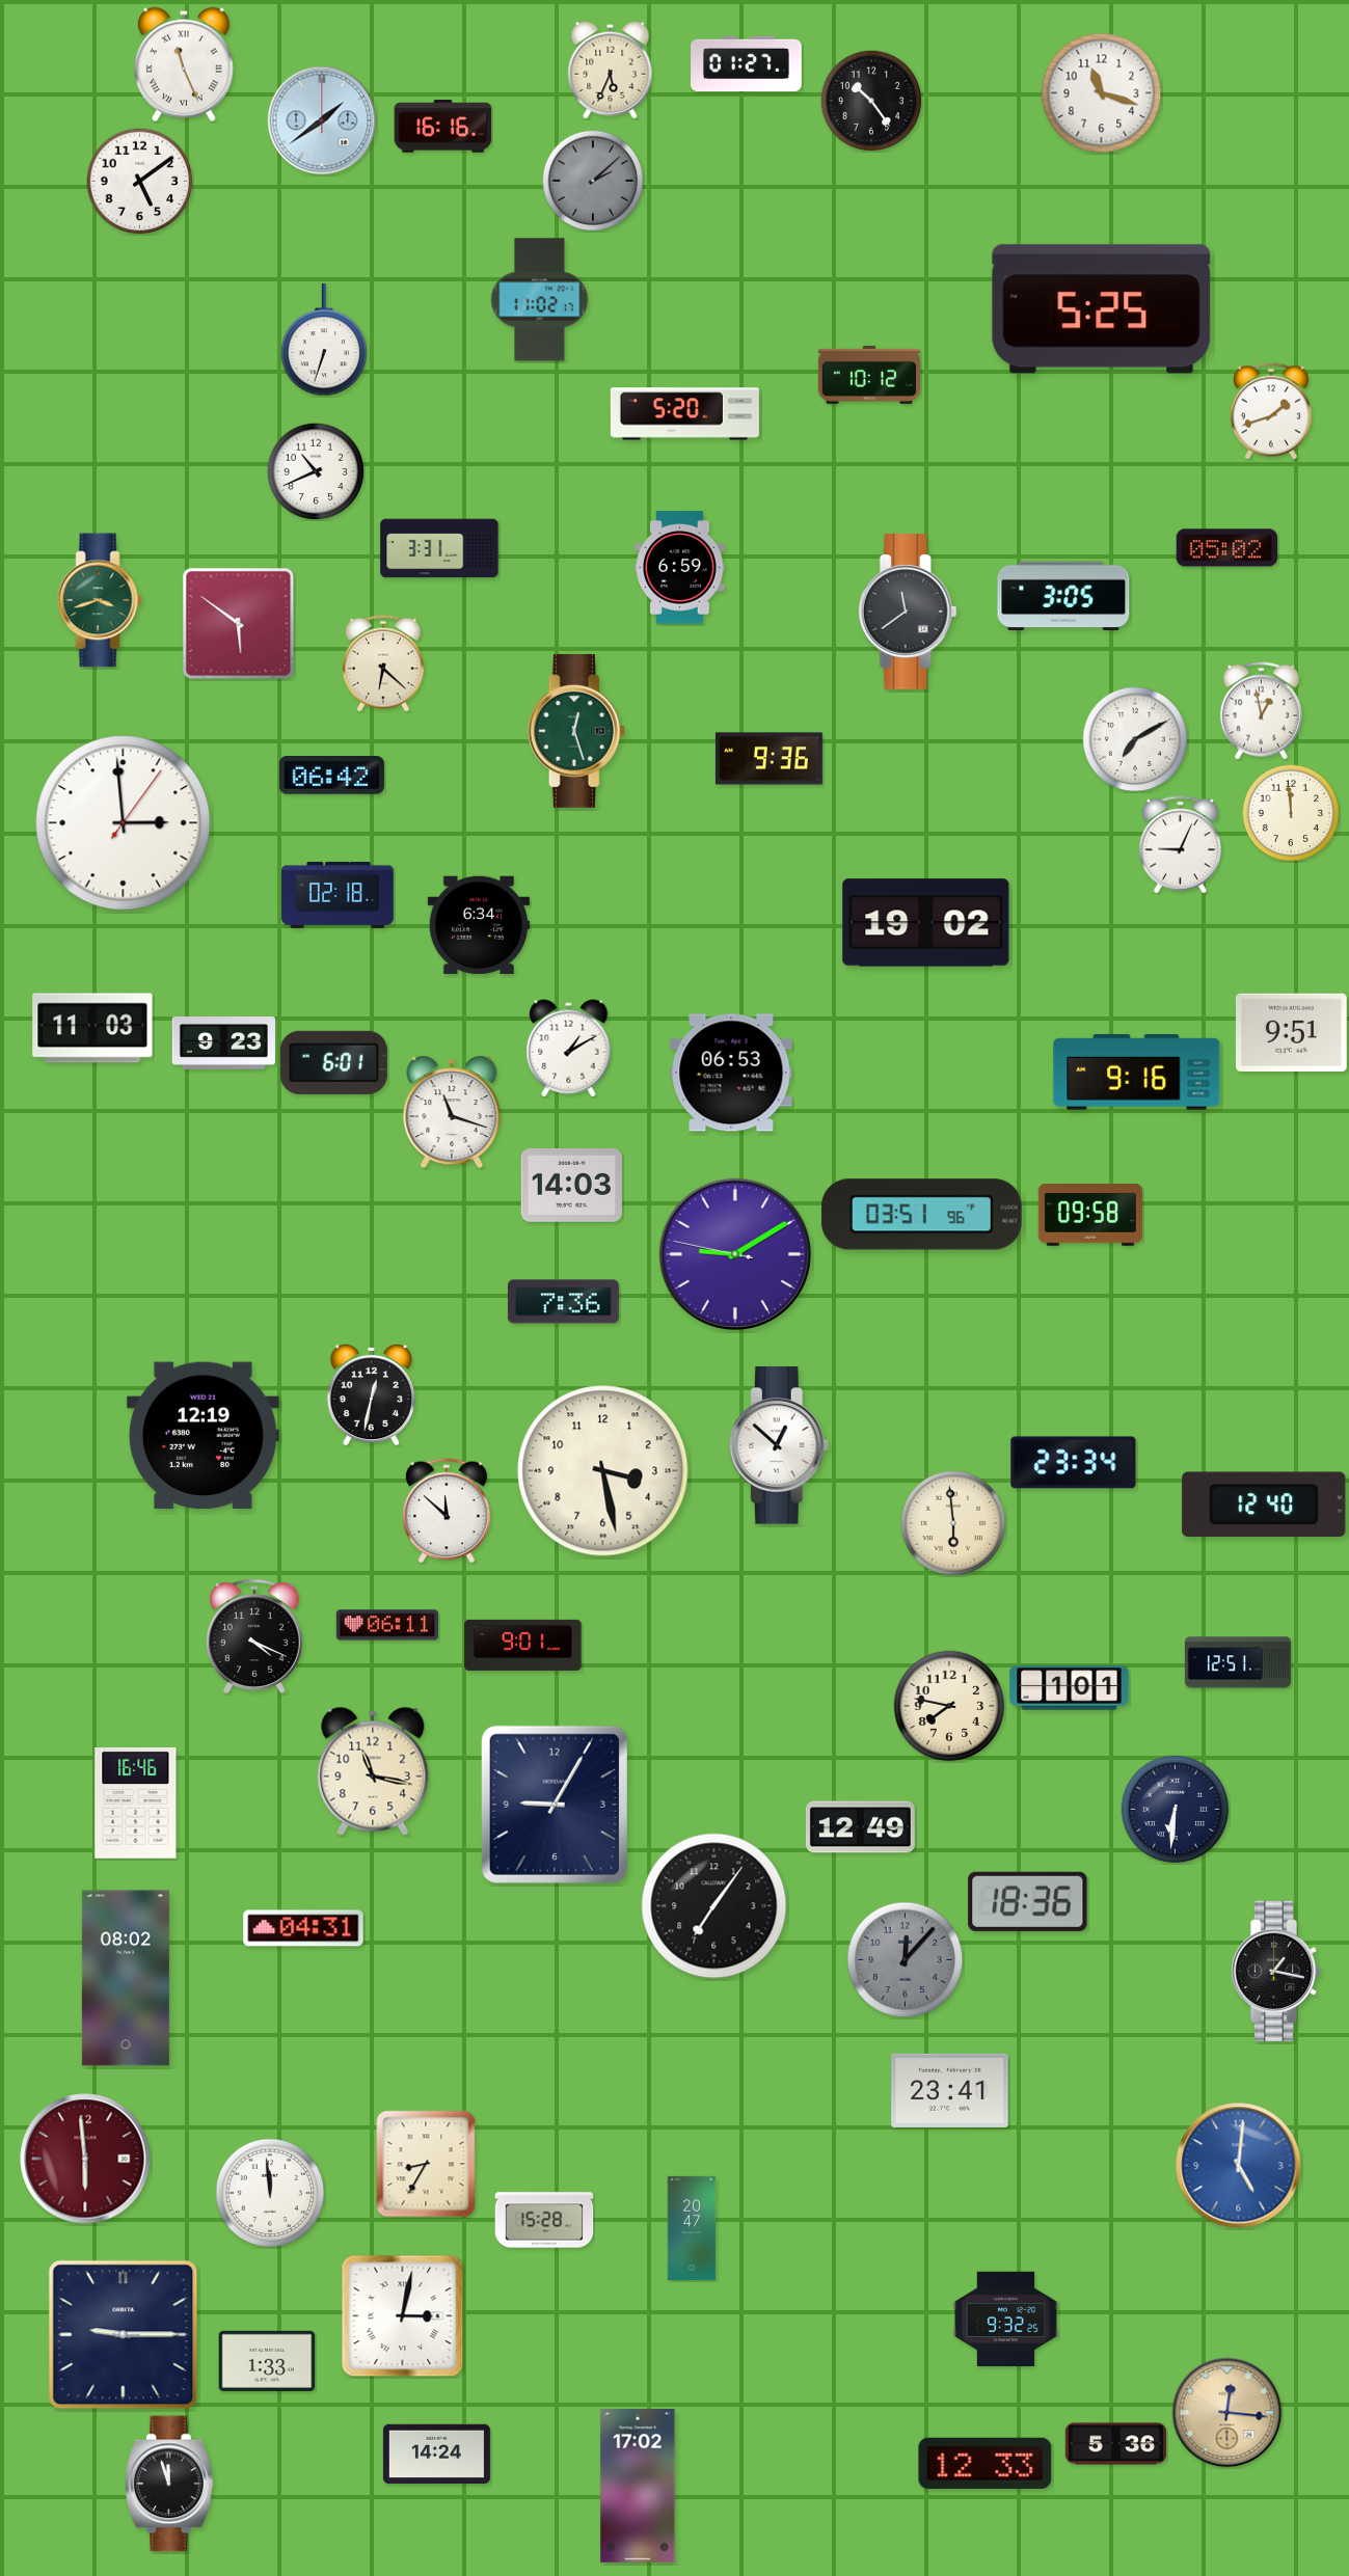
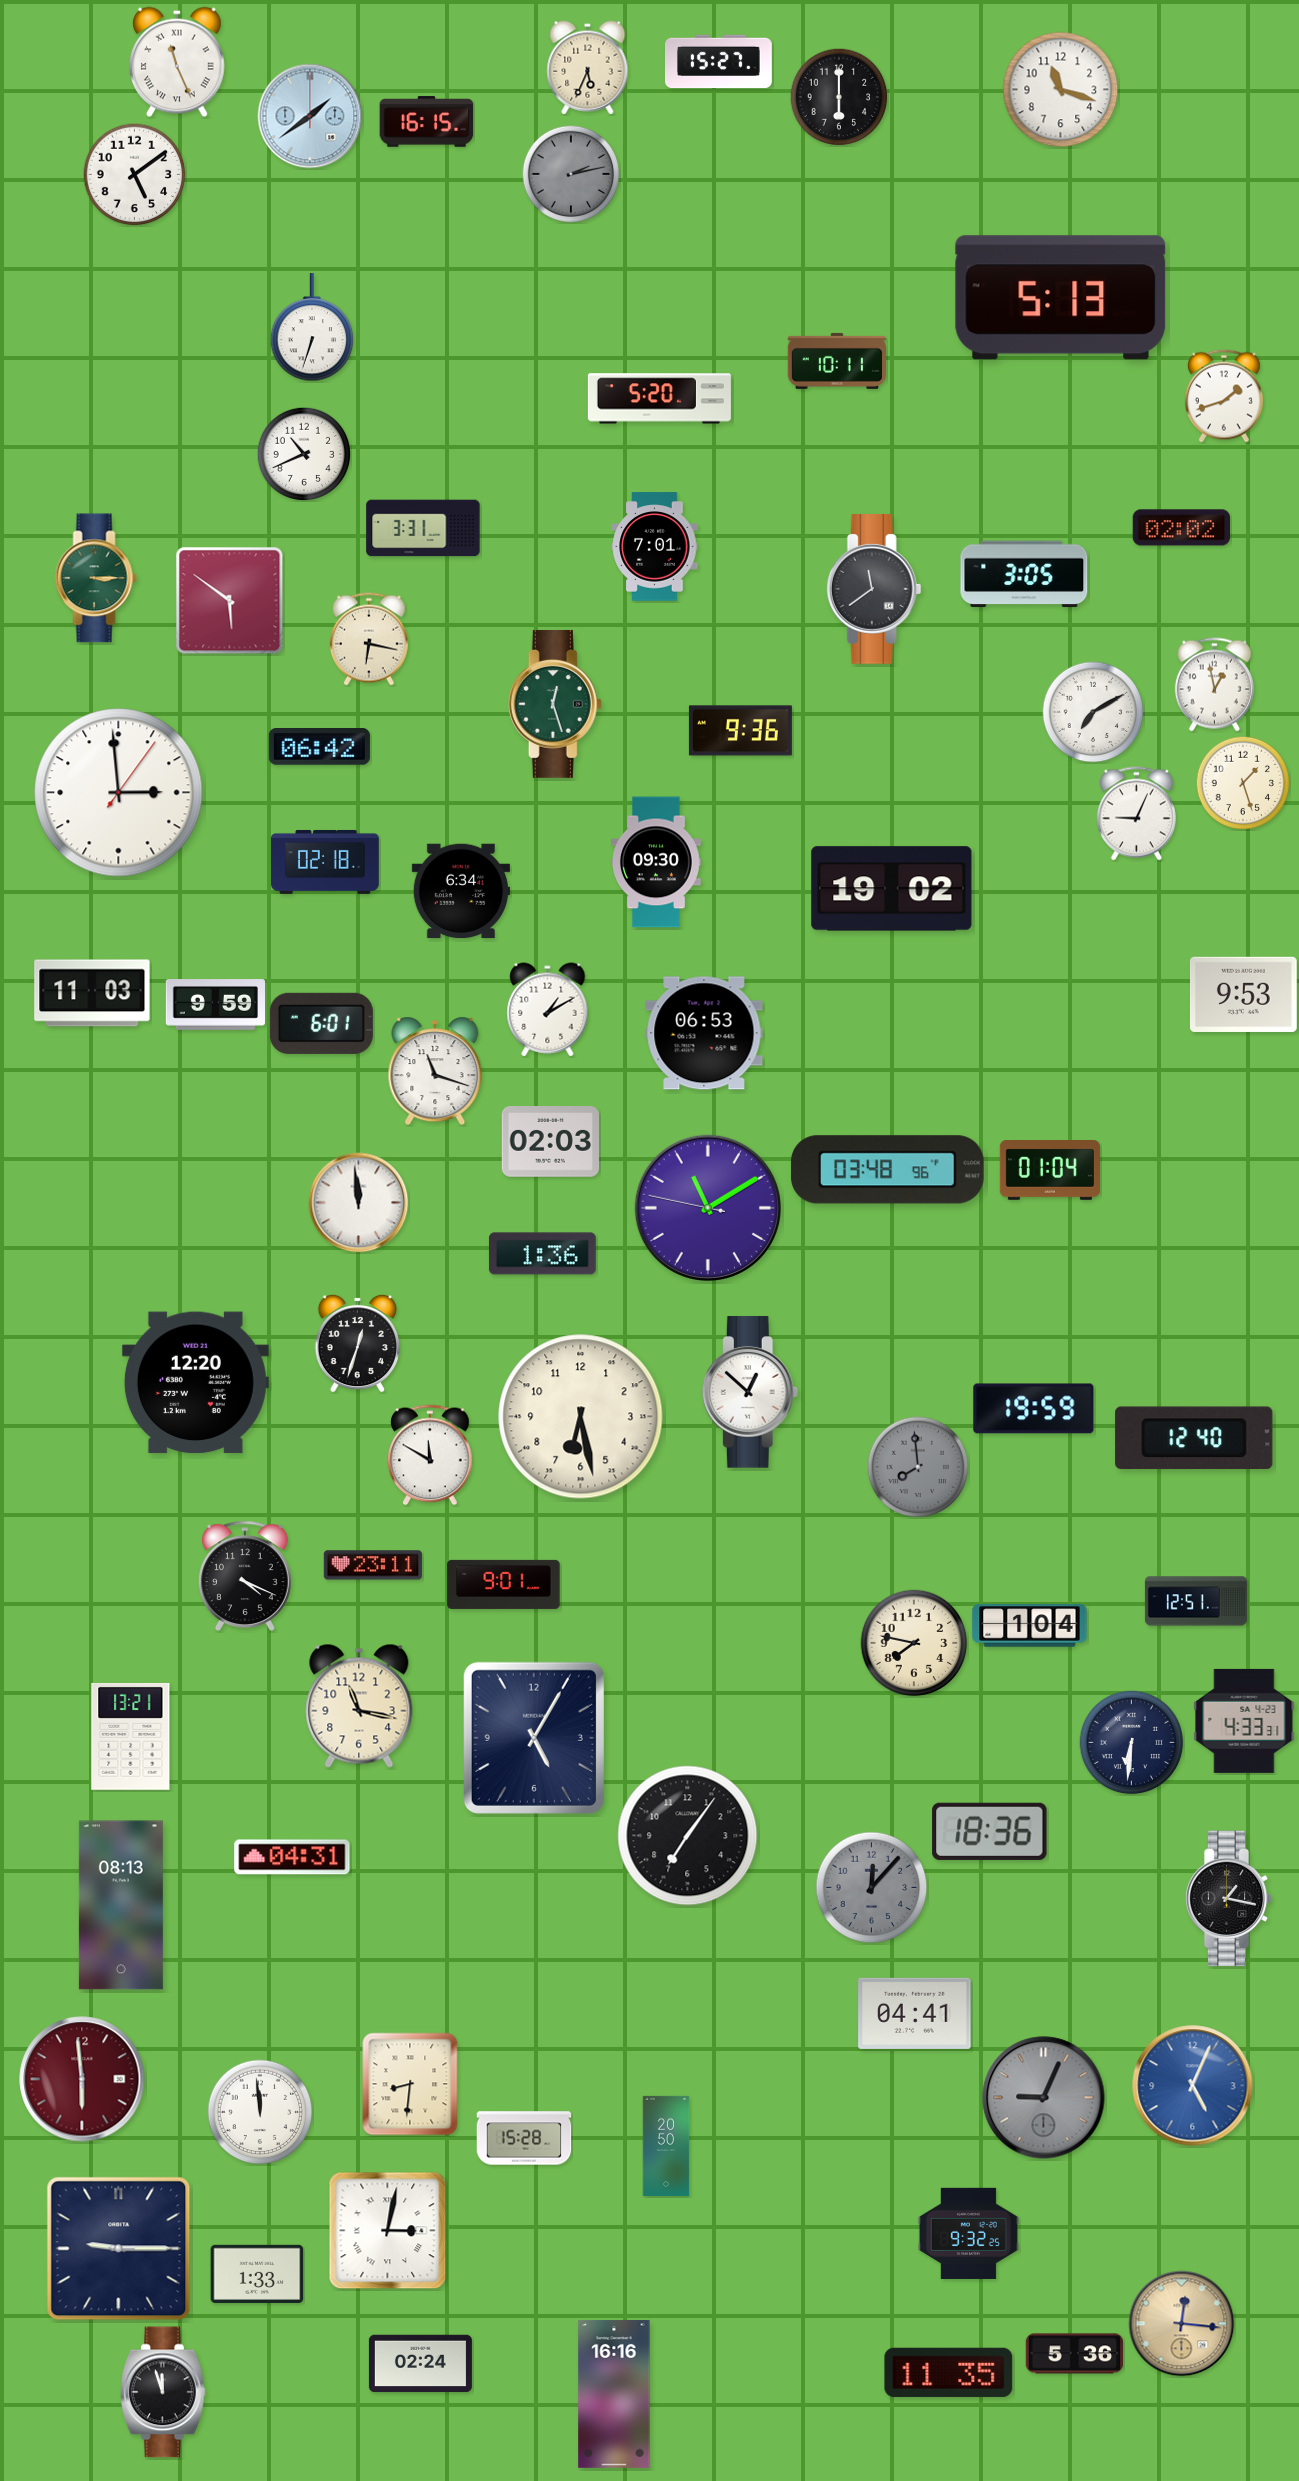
clock at (747, 64): 01:27 -> 15:27
clock at (871, 101): 10:24 -> 6:00
clock at (443, 127): 16:16 -> 16:15
clock at (593, 181): 2:08 -> 2:13
clock at (540, 300): 11:02 -> none
clock at (1102, 309): 5:25 -> 5:13
clock at (868, 375): 10:12 -> 10:11
clock at (1226, 548): 05:02 -> 02:02
clock at (680, 568): 6:59 -> 7:01
clock at (100, 600): 3:42 -> 3:15
clock at (383, 663): 6:22 -> 6:17
clock at (1291, 813): 11:59 -> 1:27
clock at (657, 862): none -> 09:30
clock at (92, 1028) position: (92, 1028) -> (92, 993)
clock at (1291, 1032): 9:51 -> 9:53
clock at (223, 1043): 9:23 -> 9:59
clock at (1137, 1073): 9:16 -> none
clock at (572, 1186): 14:03 -> 02:03
clock at (922, 1215): 03:51 -> 03:48
clock at (1090, 1216): 09:58 -> 01:04
clock at (359, 1203): none -> 11:59
clock at (735, 1254): 9:09 -> 11:09
clock at (564, 1302): 7:36 -> 1:36
clock at (371, 1394): 12:32 -> 12:33
clock at (203, 1436): 12:19 -> 12:20
clock at (1074, 1463): 23:34 -> 19:59
clock at (603, 1471): 3:28 -> 6:28
clock at (1264, 1503) position: (1264, 1503) -> (1194, 1437)
clock at (447, 1511): 11:52 -> 11:50
clock at (953, 1523): 5:59 -> 7:59
clock at (953, 1523) dial: cream -> grey
clock at (386, 1625): 06:11 -> 23:11
clock at (1238, 1662) position: (1238, 1662) -> (1196, 1601)
clock at (1070, 1688): 1:01 -> 1:04
clock at (1244, 1721): none -> 4:33
clock at (136, 1802): 16:46 -> 13:21
clock at (555, 1805): 9:05 -> 5:05
clock at (860, 1827): 12:49 -> none
clock at (126, 1978): 08:02 -> 08:13
clock at (950, 2090): 23:41 -> 04:41
clock at (426, 2164): 8:35 -> 8:31
clock at (1239, 2166): 5:01 -> 5:04
clock at (1044, 2098): none -> 9:04
clock at (692, 2228): 20:47 -> 20:50
clock at (436, 2455): 14:24 -> 02:24
clock at (986, 2463): 12:33 -> 11:35
clock at (638, 2486): 17:02 -> 16:16
